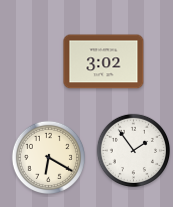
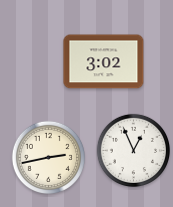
clock at (133, 150): 1:54 -> 12:56
clock at (48, 157): 6:20 -> 2:43
